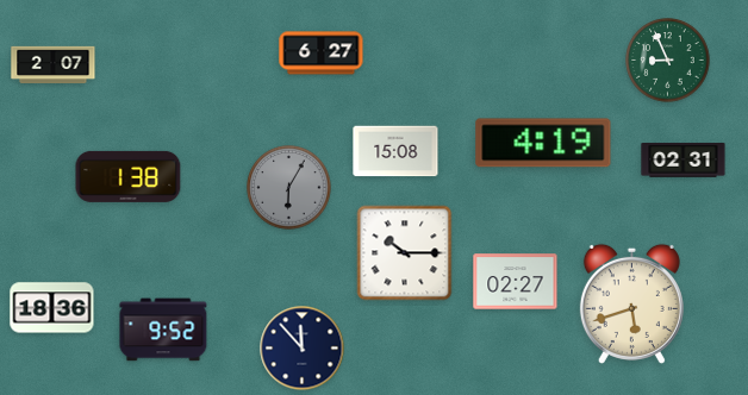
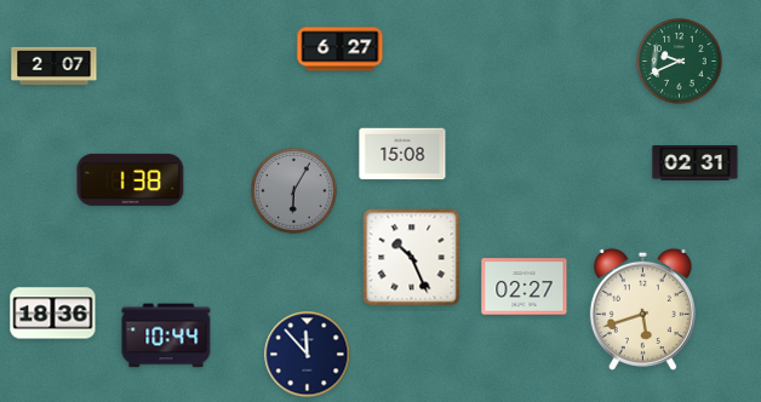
clock at (322, 54) position: (322, 54) -> (341, 50)
clock at (668, 61): 8:56 -> 9:41
clock at (543, 143): 4:19 -> none
clock at (405, 253): 10:15 -> 10:26
clock at (163, 330): 9:52 -> 10:44
